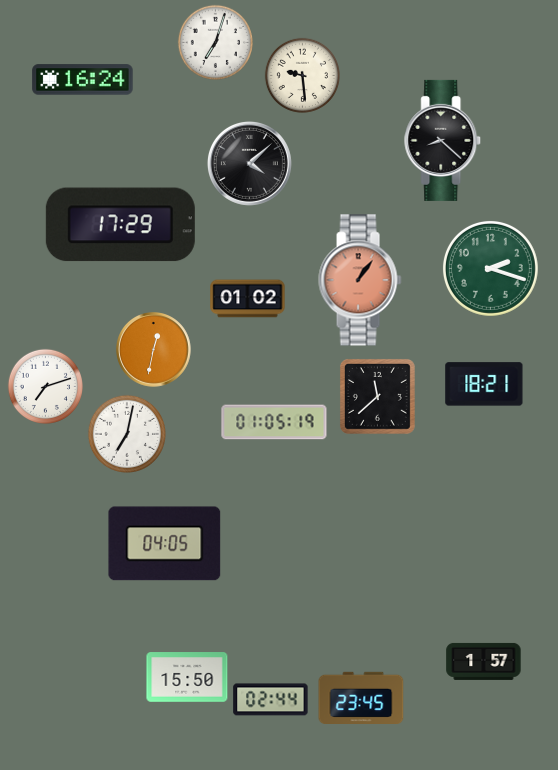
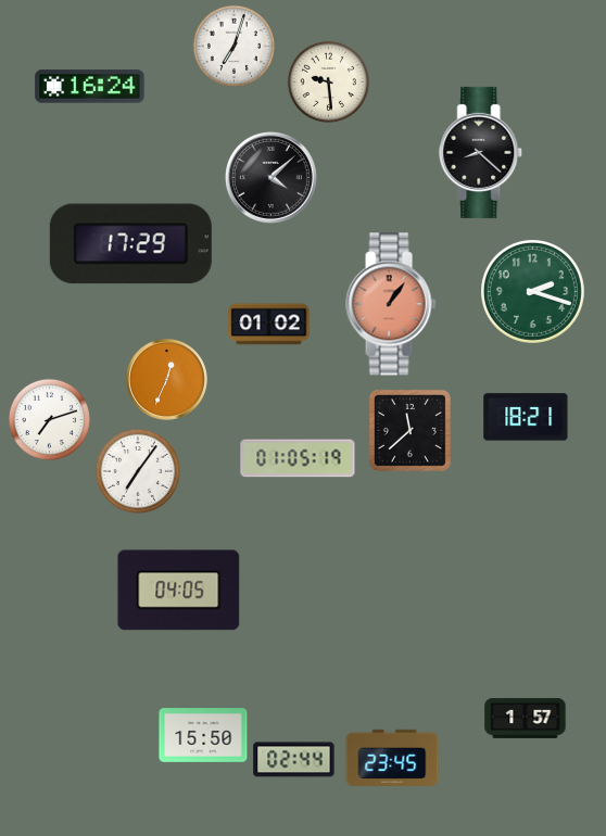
clock at (154, 350): 12:32 -> 12:34
clock at (127, 434): 7:02 -> 7:06
